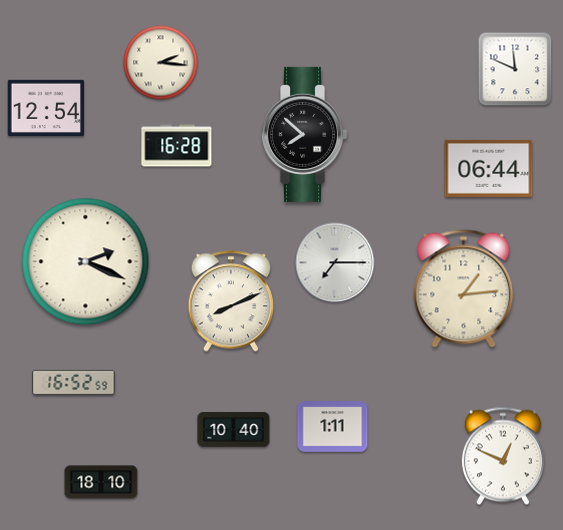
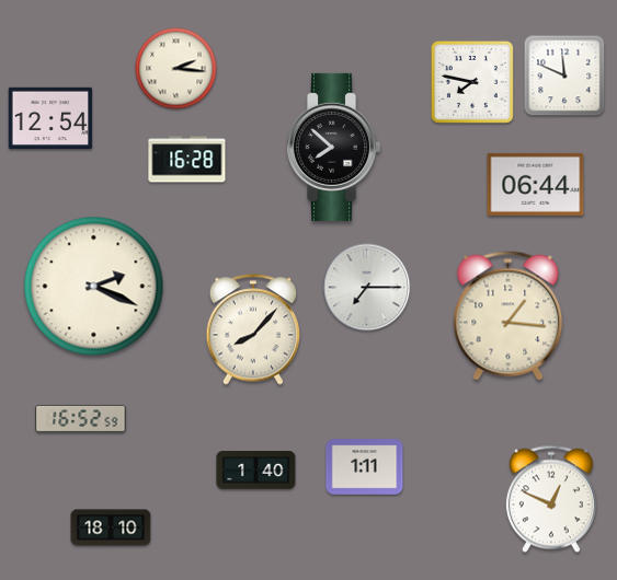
clock at (472, 82): none -> 7:47
clock at (177, 146) position: (177, 146) -> (187, 160)
clock at (464, 289): 1:14 -> 1:16
clock at (231, 301): 8:11 -> 8:07
clock at (234, 430): 10:40 -> 1:40
